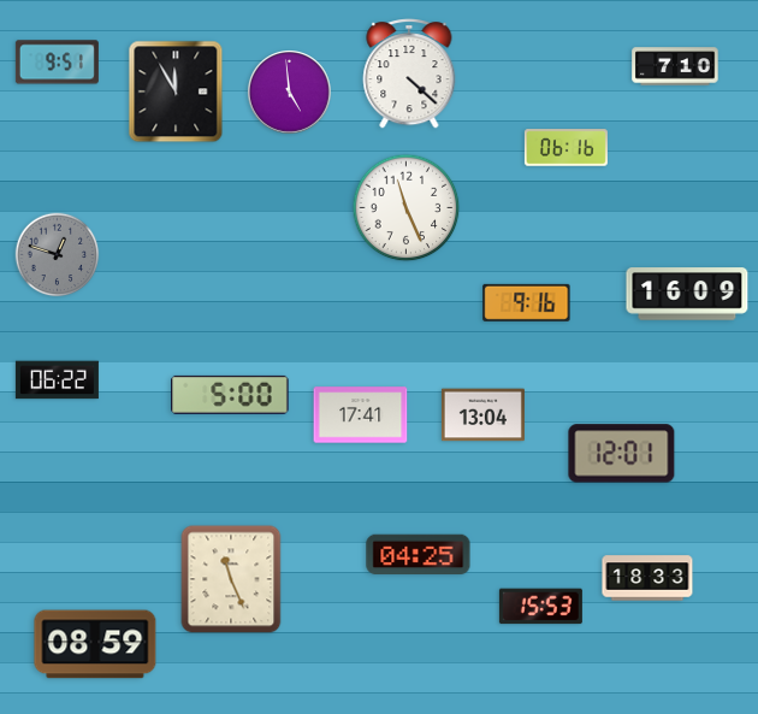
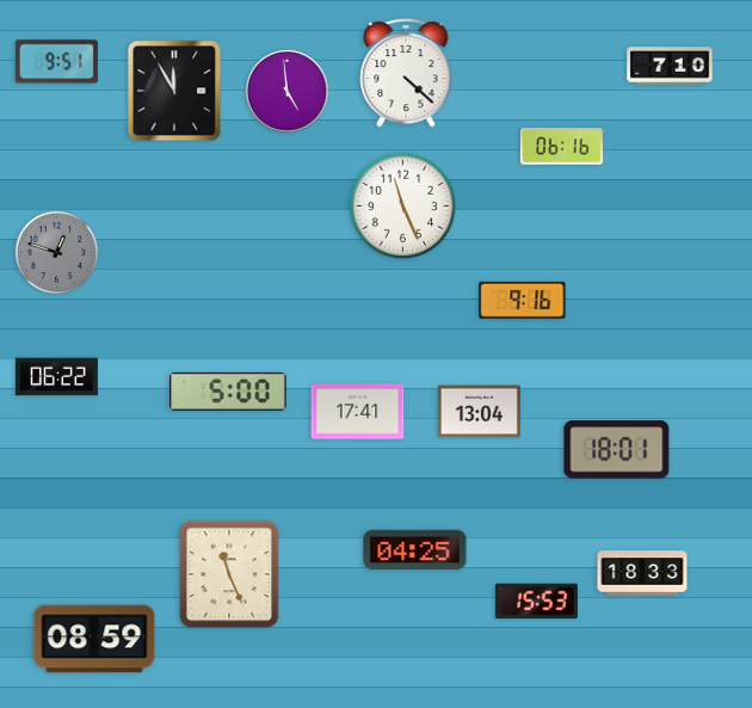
clock at (687, 294): 16:09 -> none
clock at (622, 454): 12:01 -> 18:01
